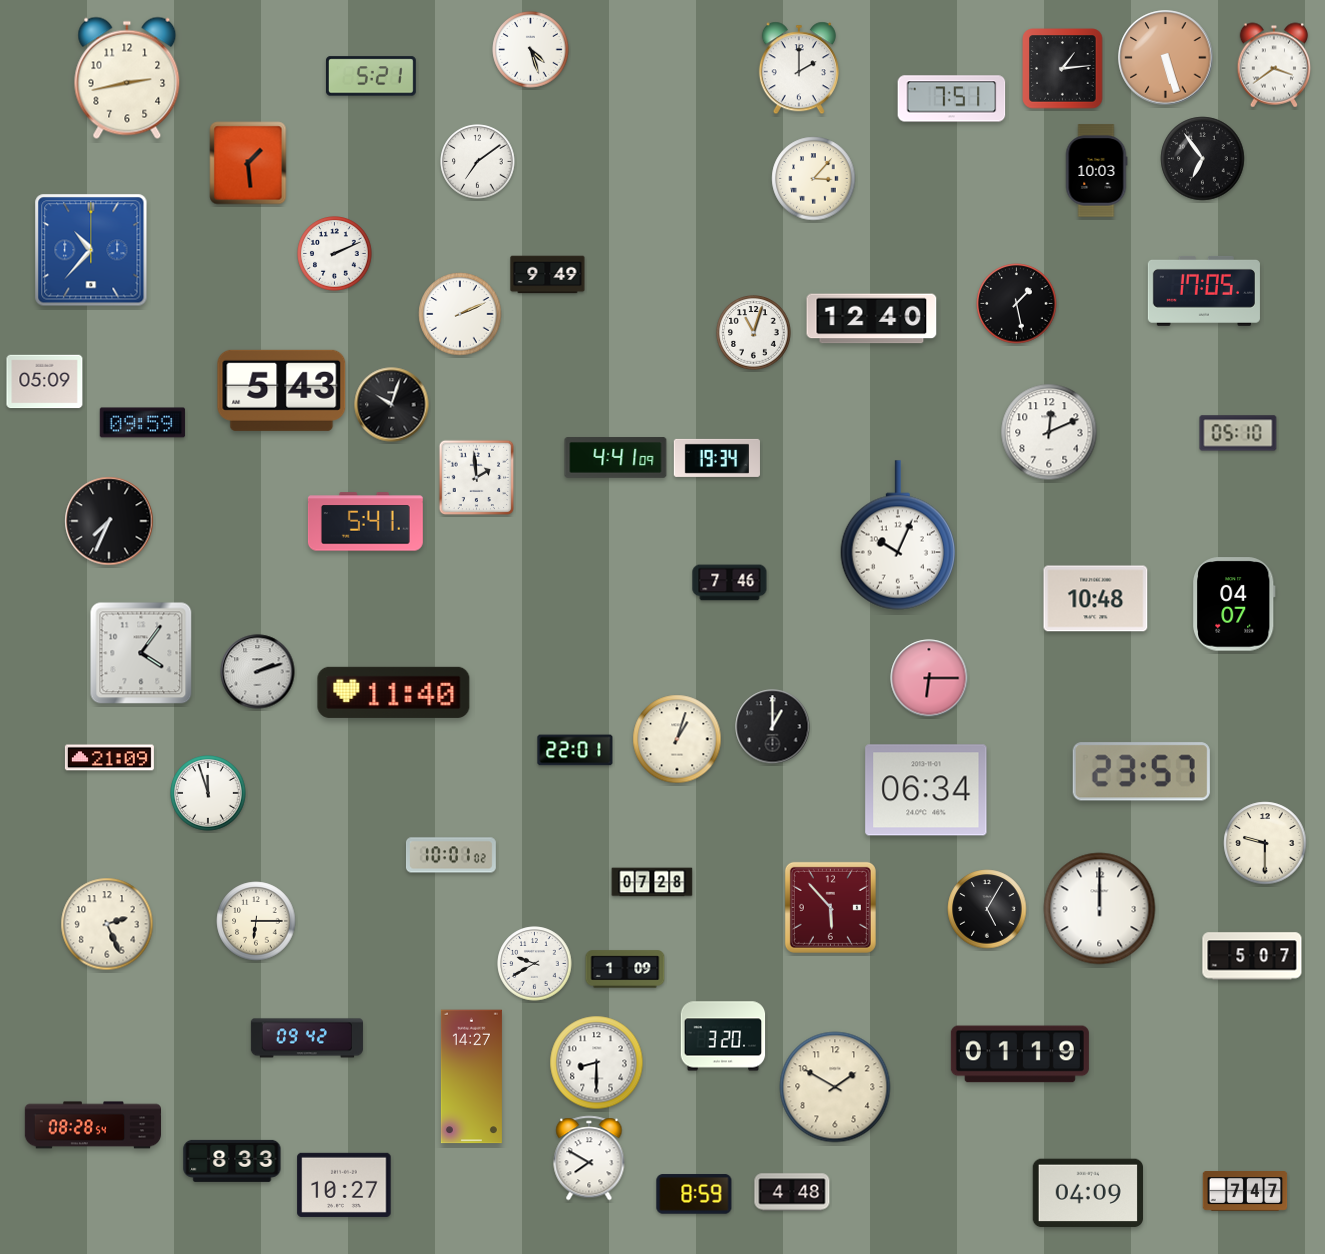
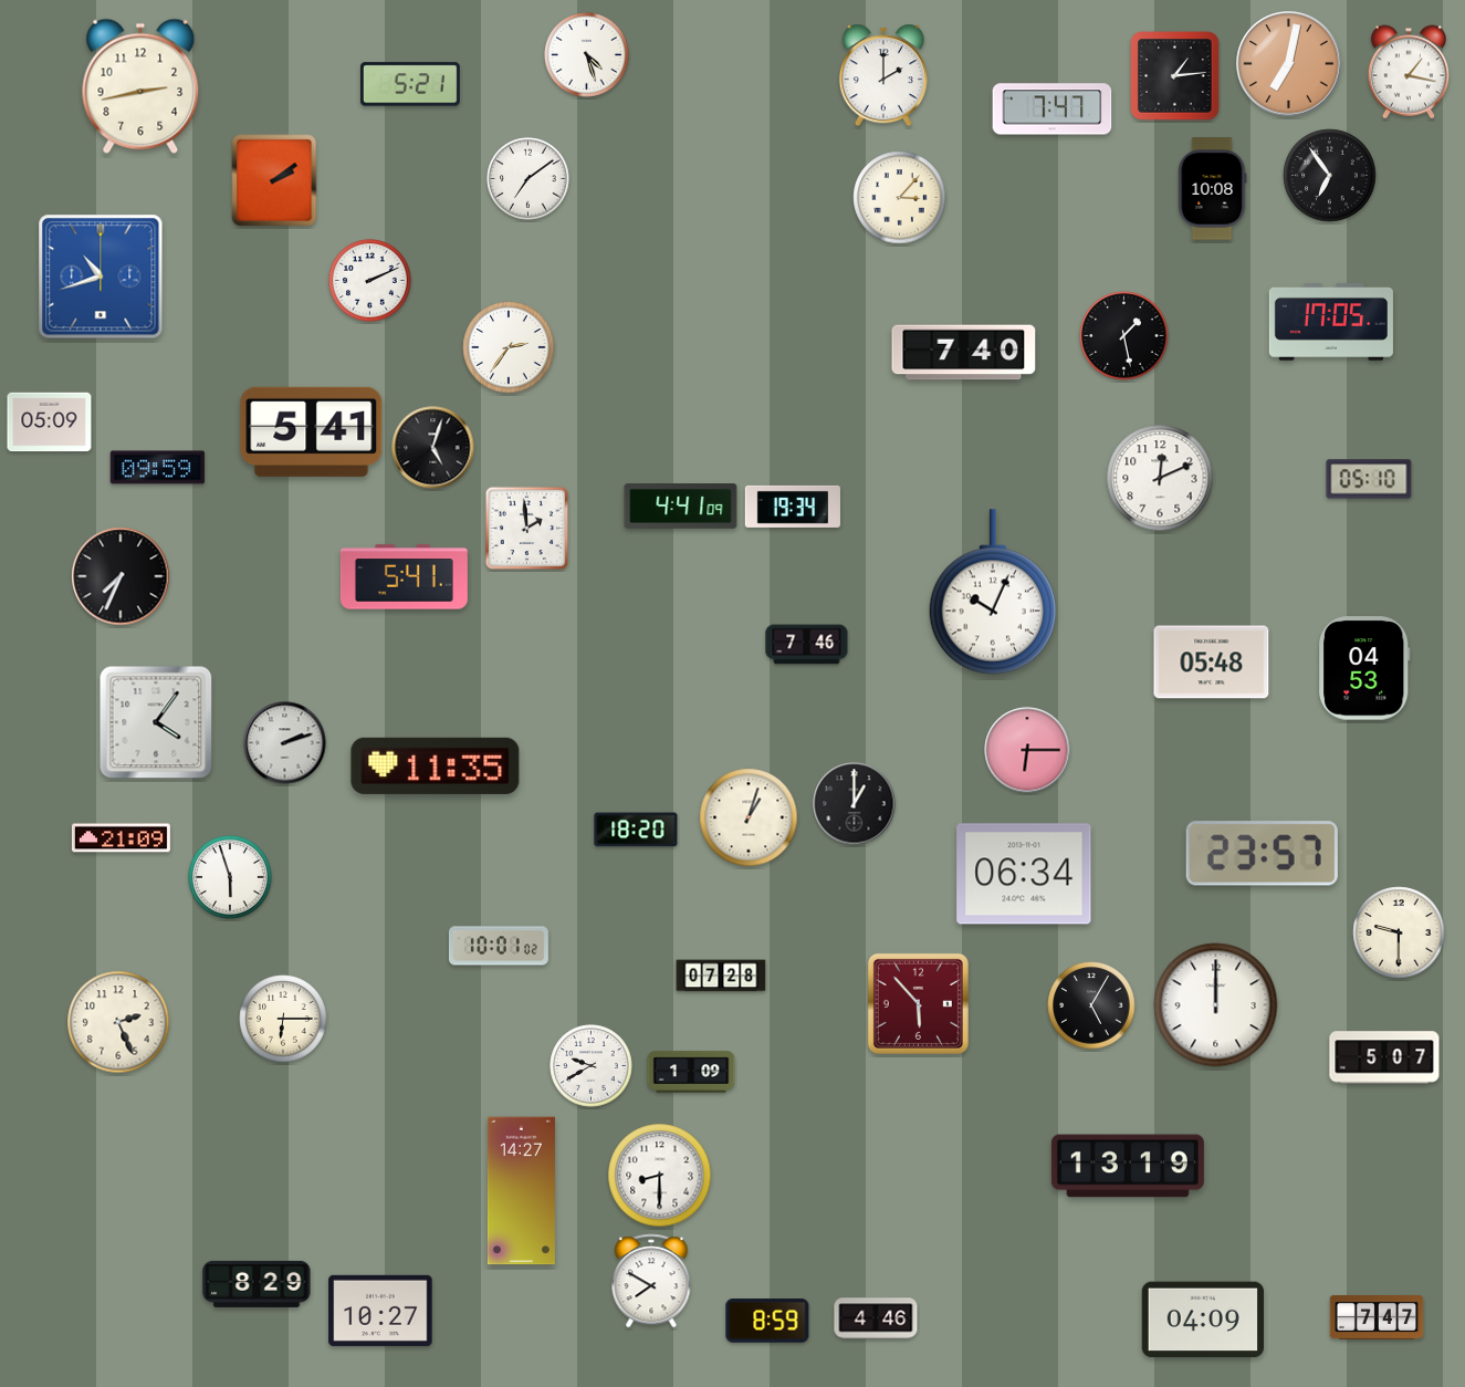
clock at (1166, 58): 5:27 -> 7:02
clock at (1274, 65): 3:39 -> 1:17
clock at (952, 99): 7:51 -> 7:47
clock at (248, 163): 1:29 -> 2:09
clock at (1096, 171): 10:03 -> 10:08
clock at (91, 250): 10:37 -> 10:42
clock at (548, 275): 9:49 -> none
clock at (460, 314): 2:11 -> 2:36
clock at (872, 319): 12:40 -> 7:40
clock at (754, 333): 11:03 -> none
clock at (282, 390): 5:43 -> 5:41
clock at (392, 405): 10:03 -> 5:03
clock at (1096, 599): 10:48 -> 05:48
clock at (1235, 604): 04:07 -> 04:53
clock at (394, 692): 11:40 -> 11:35
clock at (575, 750): 22:01 -> 18:20
clock at (208, 793): 11:57 -> 5:57
clock at (723, 1036): 3:20 -> none
clock at (307, 1038): 09:42 -> none
clock at (1020, 1054): 01:19 -> 13:19
clock at (835, 1087): 1:50 -> none
clock at (92, 1125): 08:28 -> none
clock at (232, 1161): 8:33 -> 8:29
clock at (792, 1192): 4:48 -> 4:46
